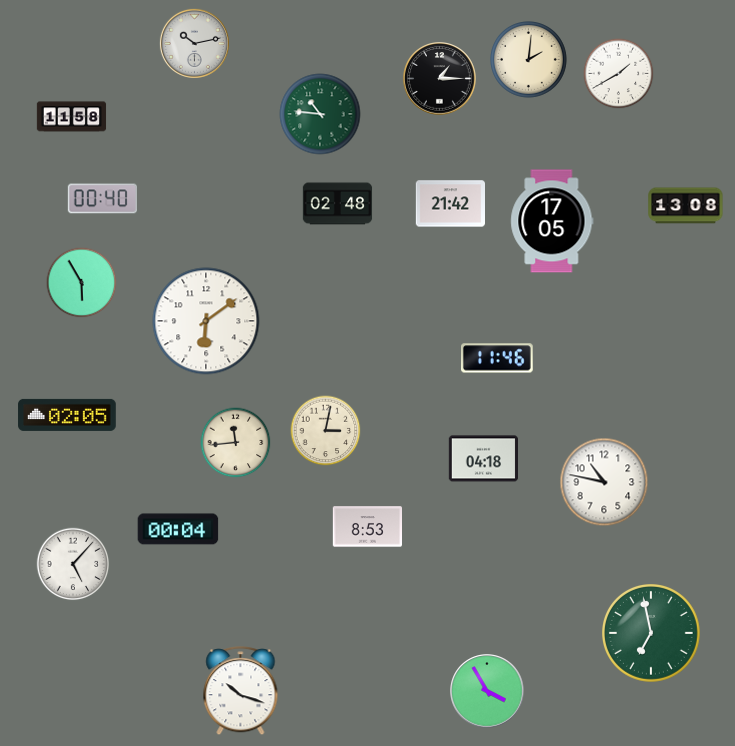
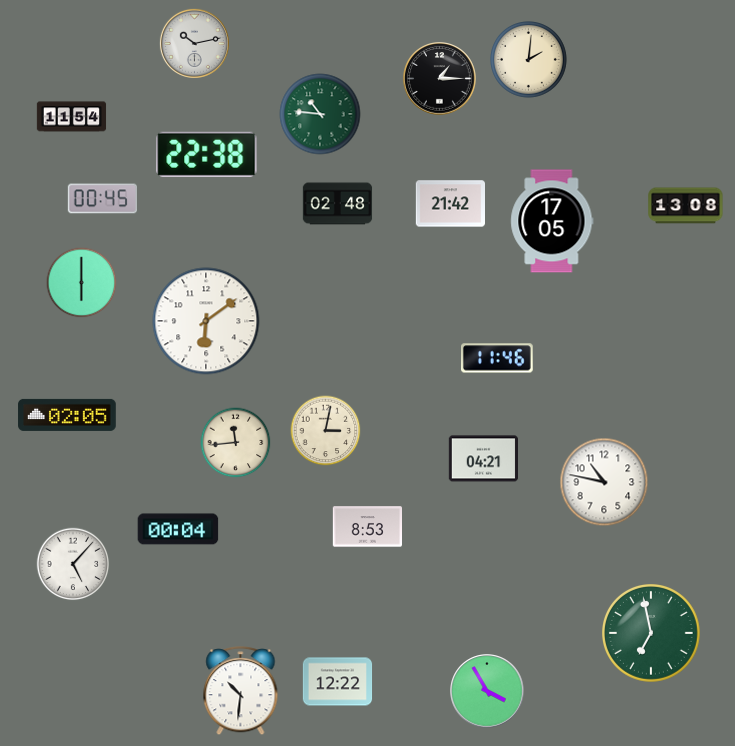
clock at (619, 74): 1:40 -> none
clock at (72, 117): 11:58 -> 11:54
clock at (207, 154): none -> 22:38
clock at (102, 199): 00:40 -> 00:45
clock at (82, 283): 5:55 -> 6:00
clock at (483, 459): 04:18 -> 04:21
clock at (338, 682): none -> 12:22
clock at (241, 691): 10:18 -> 10:31
